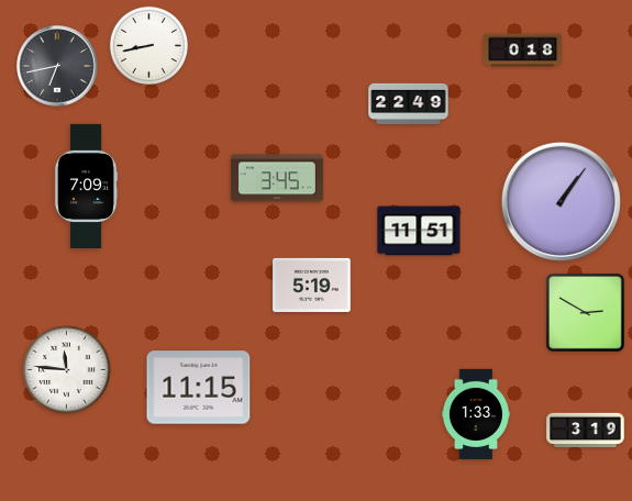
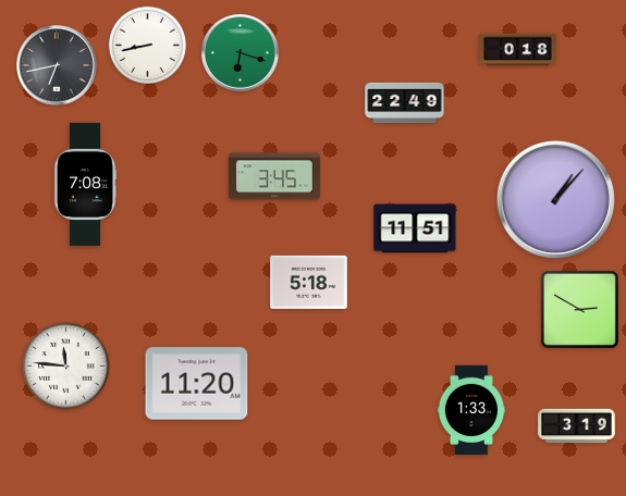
clock at (241, 53): none -> 6:18
clock at (86, 186): 7:09 -> 7:08
clock at (561, 201): 1:06 -> 1:07
clock at (312, 285): 5:19 -> 5:18
clock at (199, 388): 11:15 -> 11:20
clock at (586, 431) position: (586, 431) -> (577, 426)
